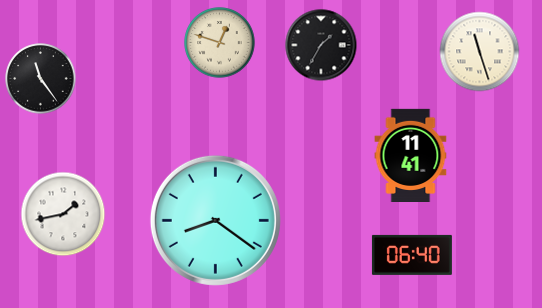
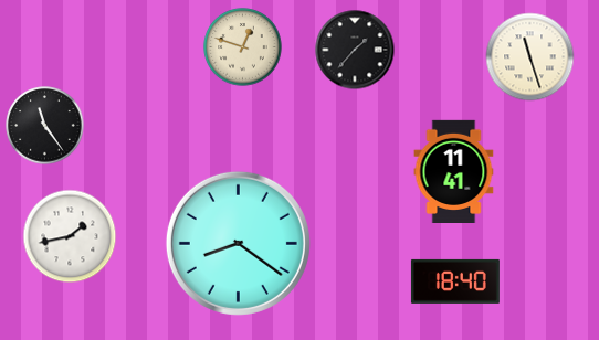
clock at (321, 45): 1:35 -> 1:37
clock at (41, 79) position: (41, 79) -> (45, 126)
clock at (412, 255): 06:40 -> 18:40
